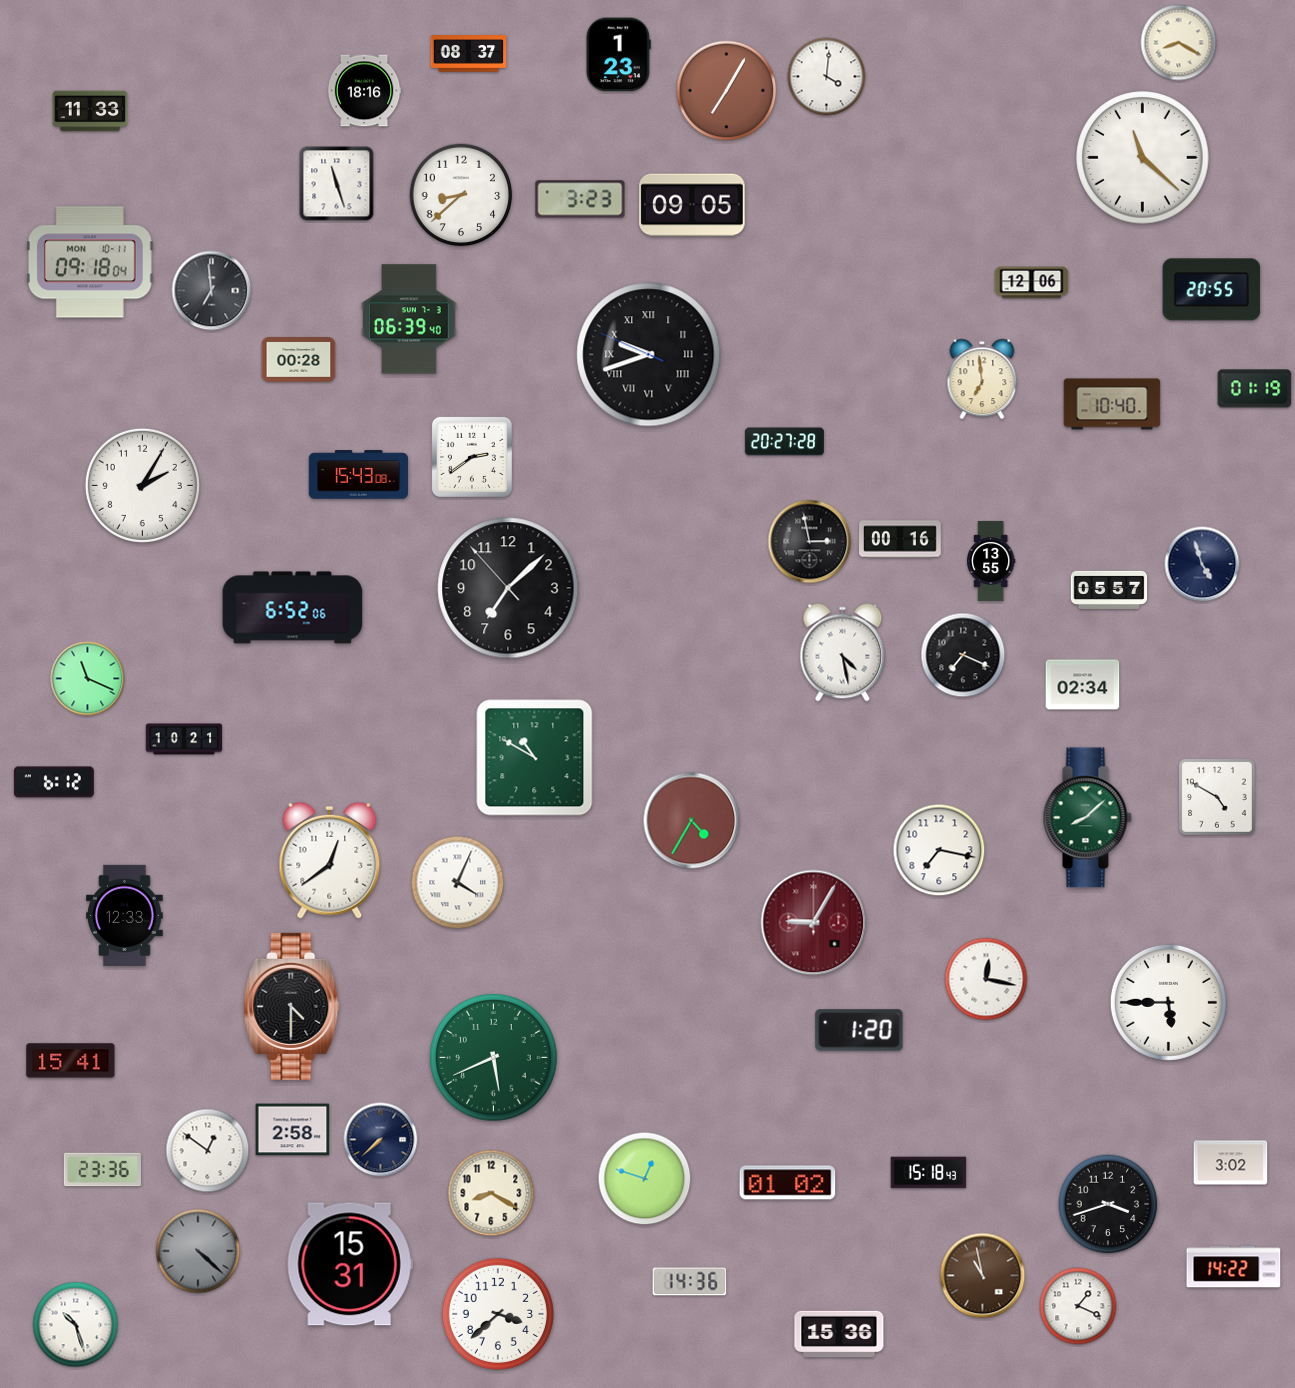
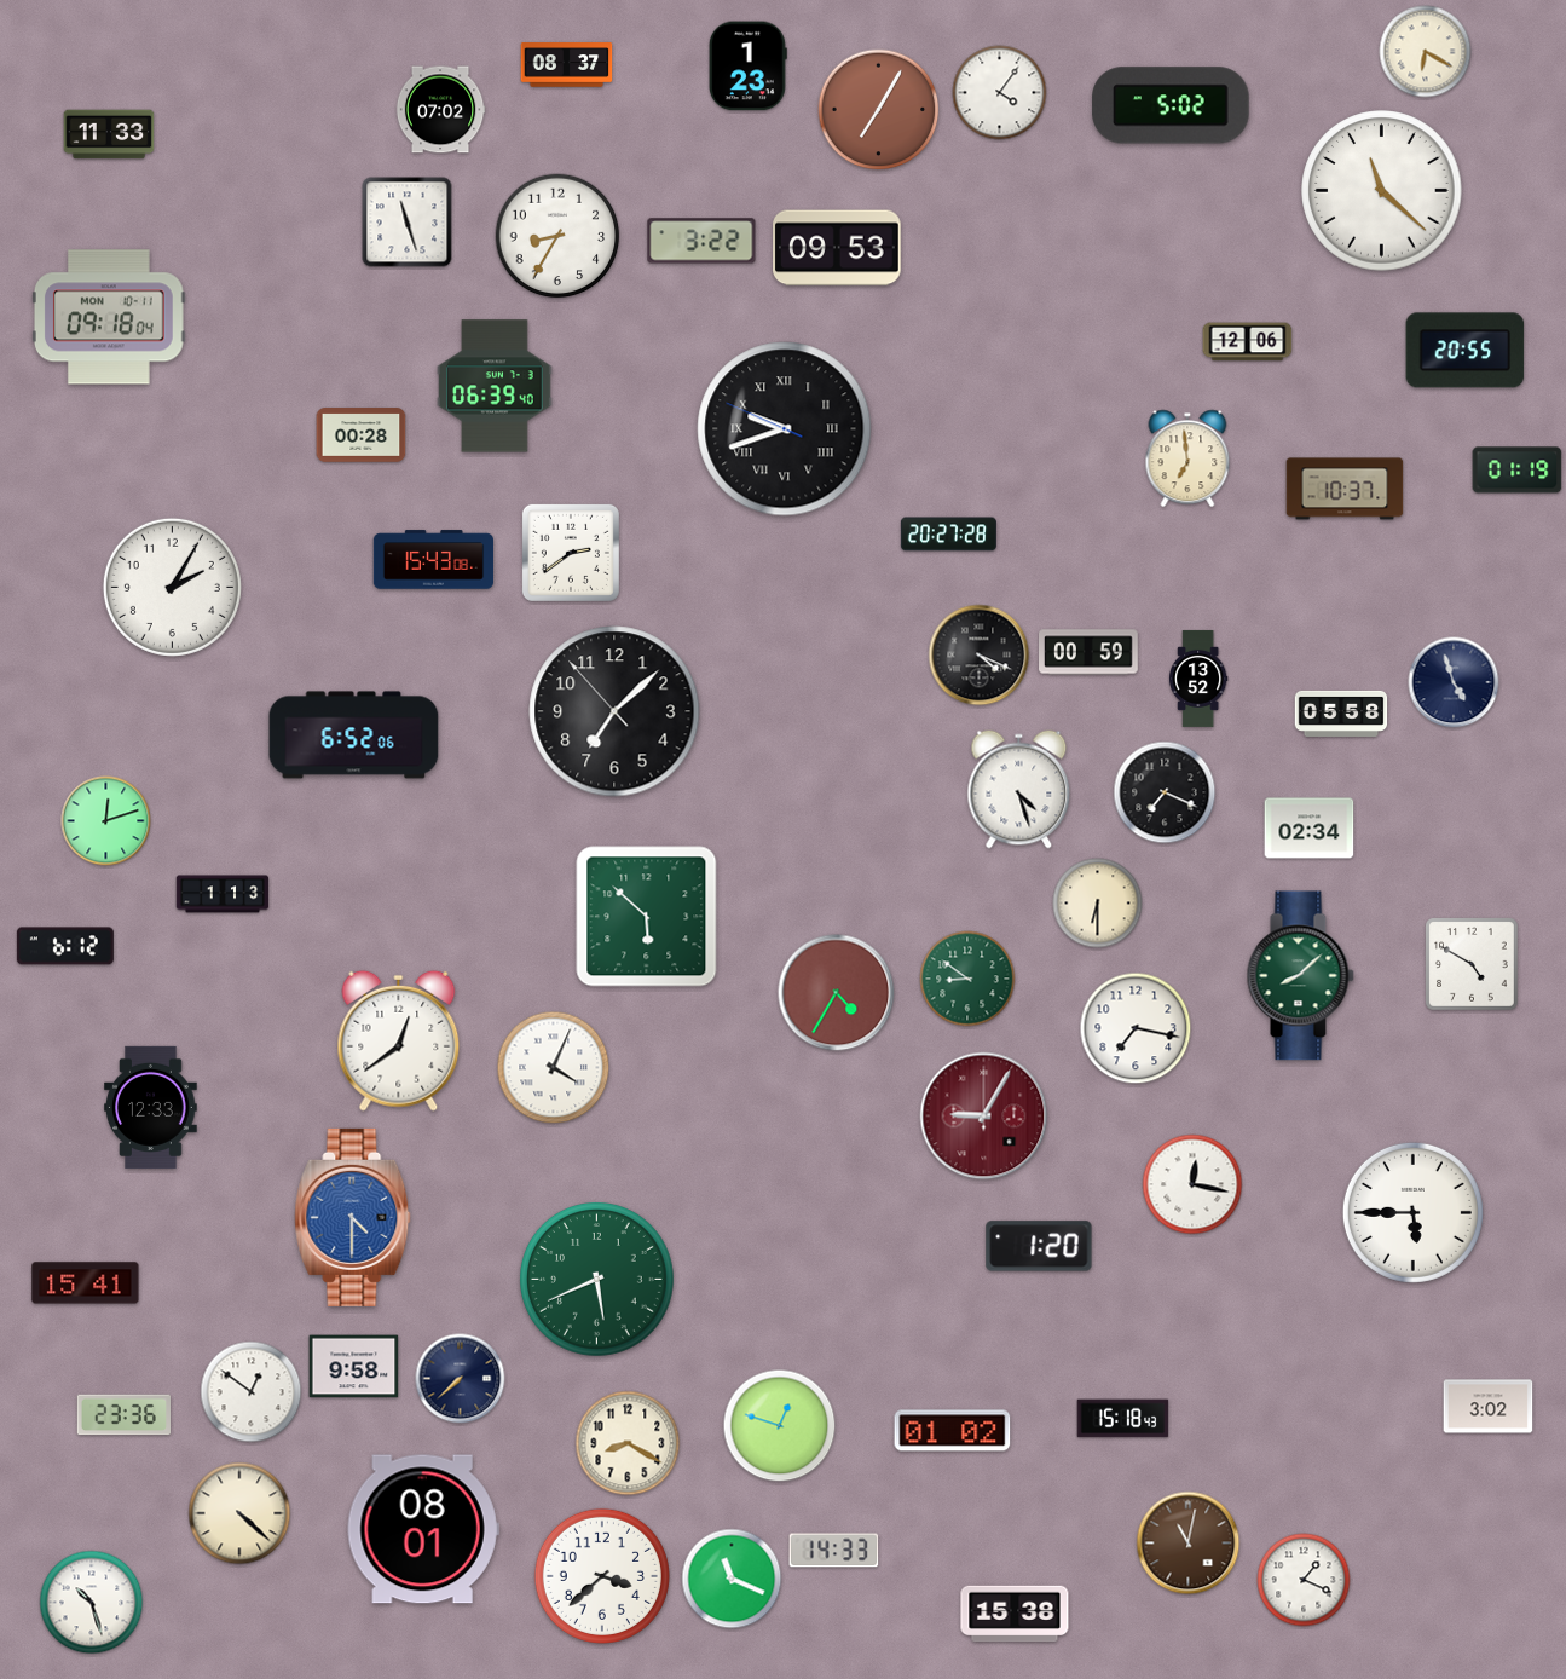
clock at (1179, 43): 8:20 -> 6:20
clock at (827, 77): 4:01 -> 4:06
clock at (1171, 105): none -> 5:02
clock at (364, 91): 18:16 -> 07:02
clock at (461, 195): 8:38 -> 8:35
clock at (580, 199): 3:23 -> 3:22
clock at (693, 205): 09:05 -> 09:53
clock at (212, 291): 6:59 -> none
clock at (1112, 404): 10:40 -> 10:37
clock at (359, 475) position: (359, 475) -> (434, 560)
clock at (900, 539): 00:16 -> 00:59
clock at (810, 542): 2:58 -> 4:19
clock at (991, 561): 13:55 -> 13:52
clock at (1109, 590): 05:57 -> 05:58
clock at (843, 653): 4:28 -> 4:27
clock at (88, 679): 11:19 -> 12:12
clock at (184, 739): 10:21 -> 1:13
clock at (1098, 904): none -> 6:30
clock at (535, 758): 10:50 -> 5:52
clock at (967, 979): none -> 8:51
clock at (1087, 818) position: (1087, 818) -> (1300, 976)
clock at (292, 1006) dial: black -> blue
clock at (293, 1130): 2:58 -> 9:58
clock at (491, 1193) position: (491, 1193) -> (628, 1443)
clock at (1108, 1204): 3:42 -> none
clock at (198, 1251) dial: grey -> cream
clock at (350, 1264): 15:31 -> 08:01
clock at (1234, 1267): 14:22 -> none
clock at (983, 1276): 10:58 -> 11:02
clock at (690, 1282): 14:36 -> 14:33
clock at (732, 1579): none -> 11:19
clock at (498, 1314) position: (498, 1314) -> (602, 1576)
clock at (839, 1334): 15:36 -> 15:38
